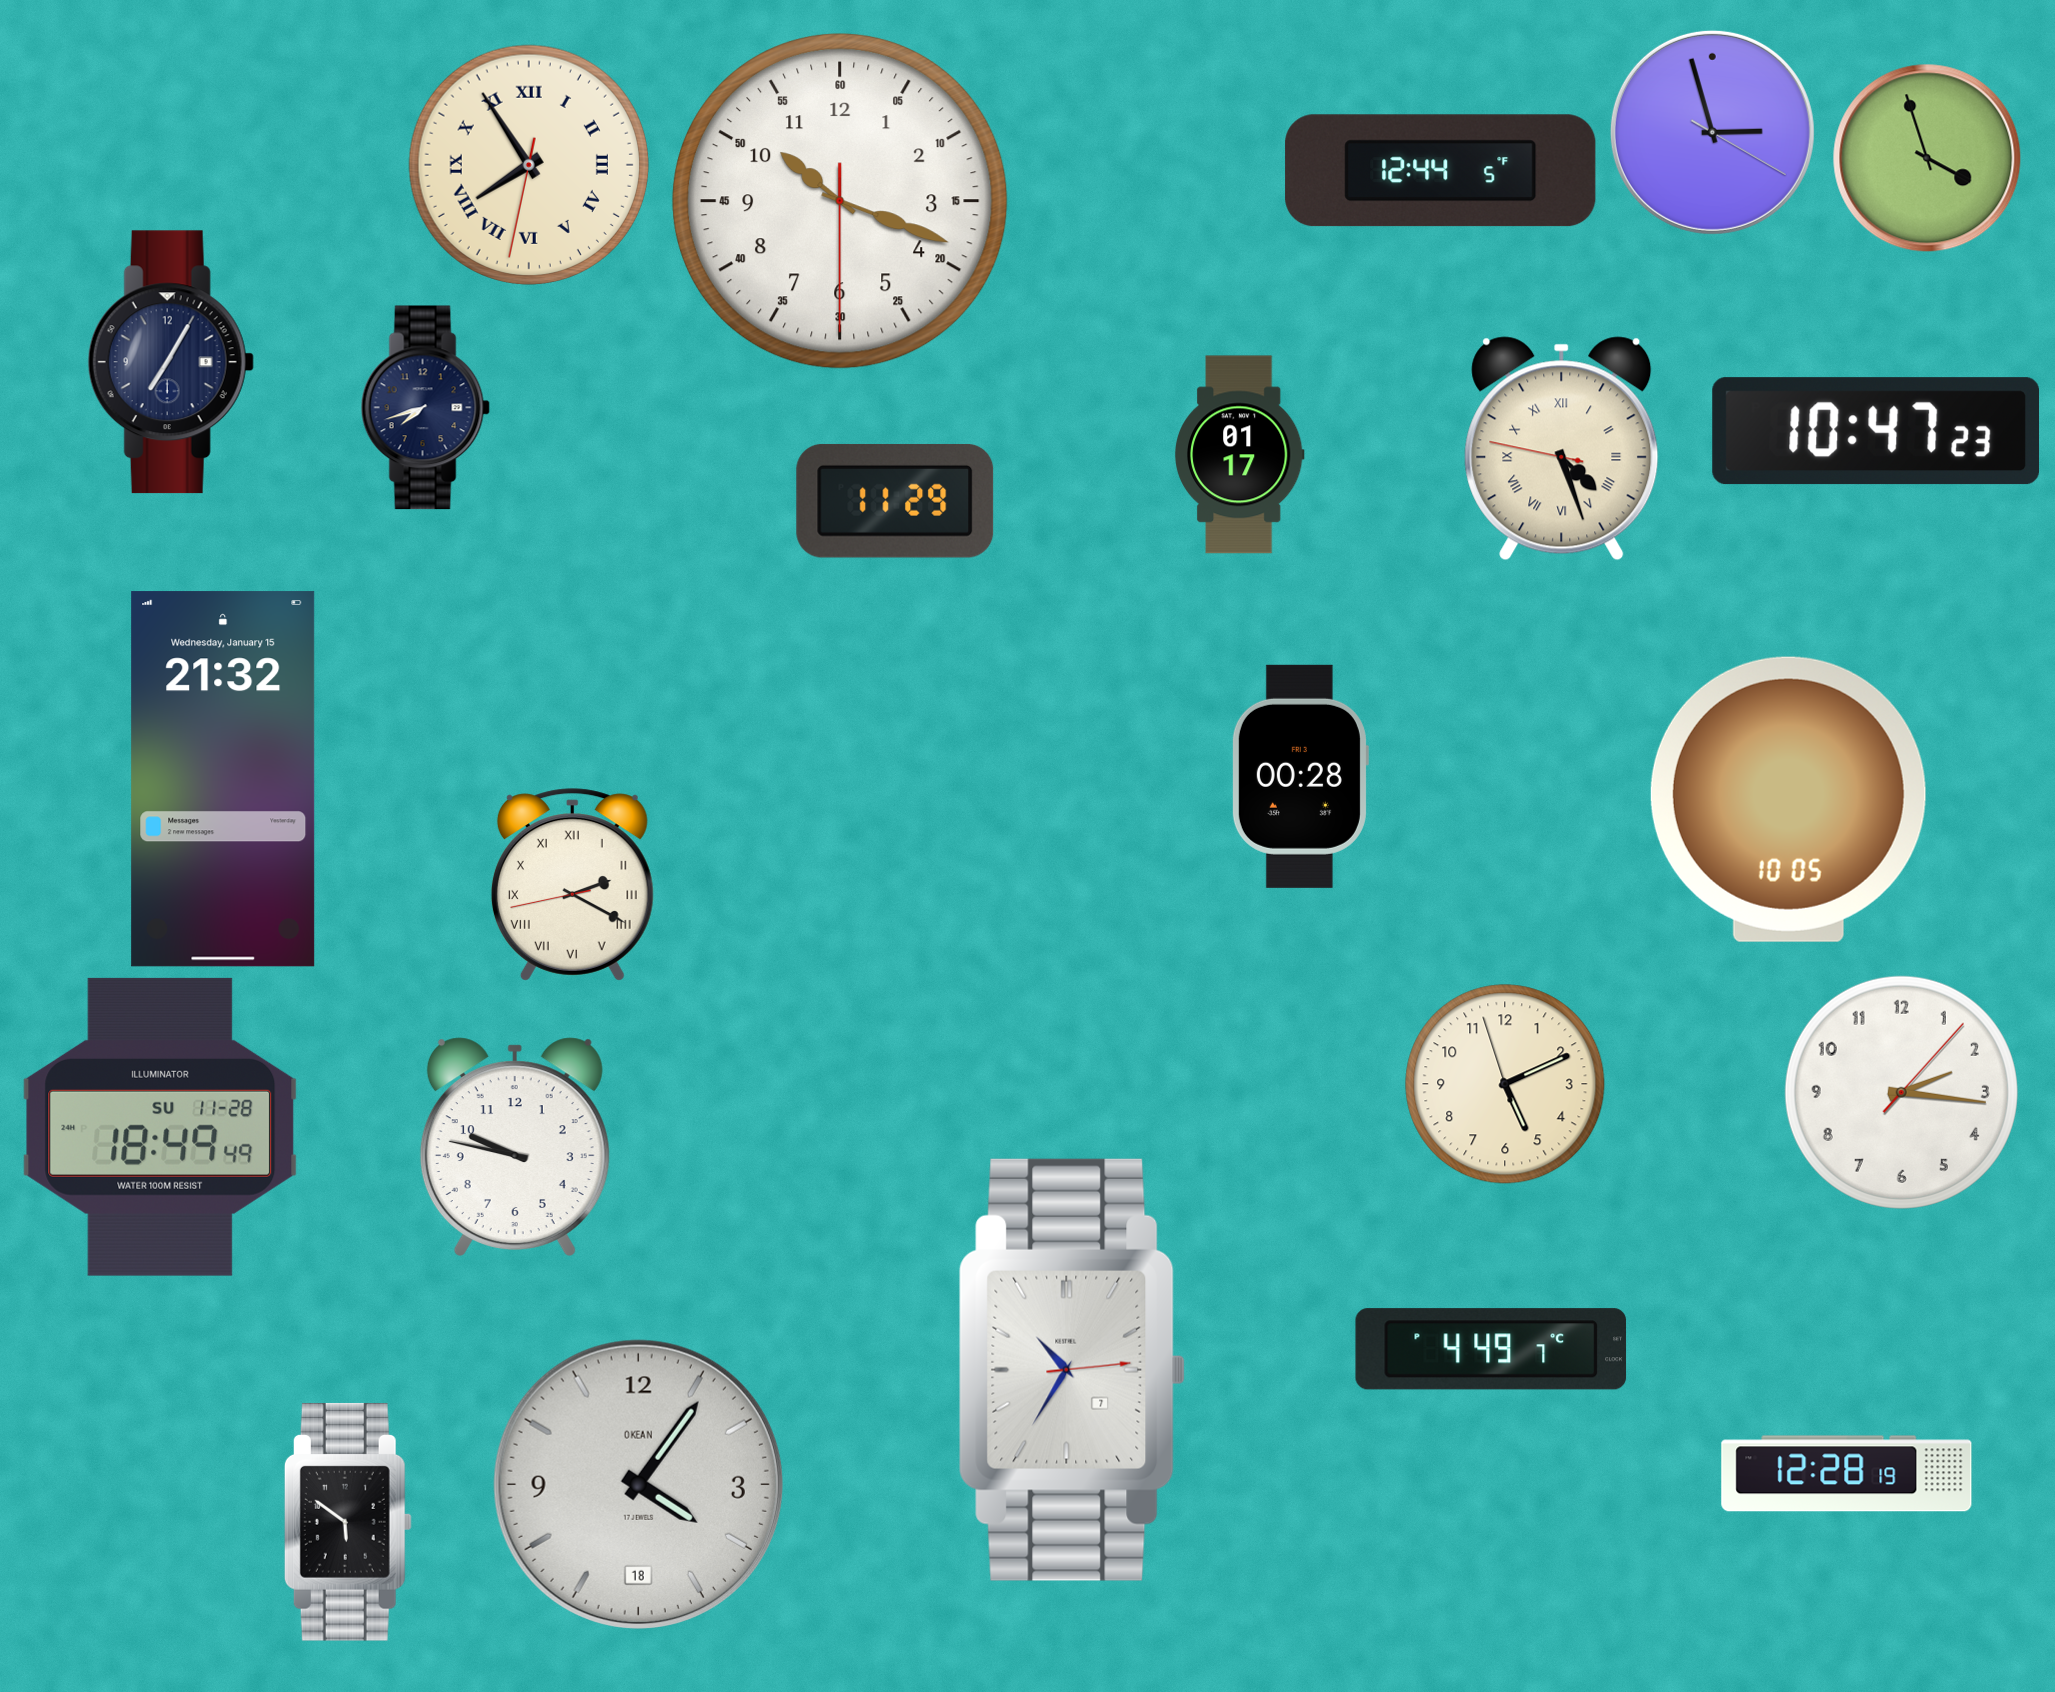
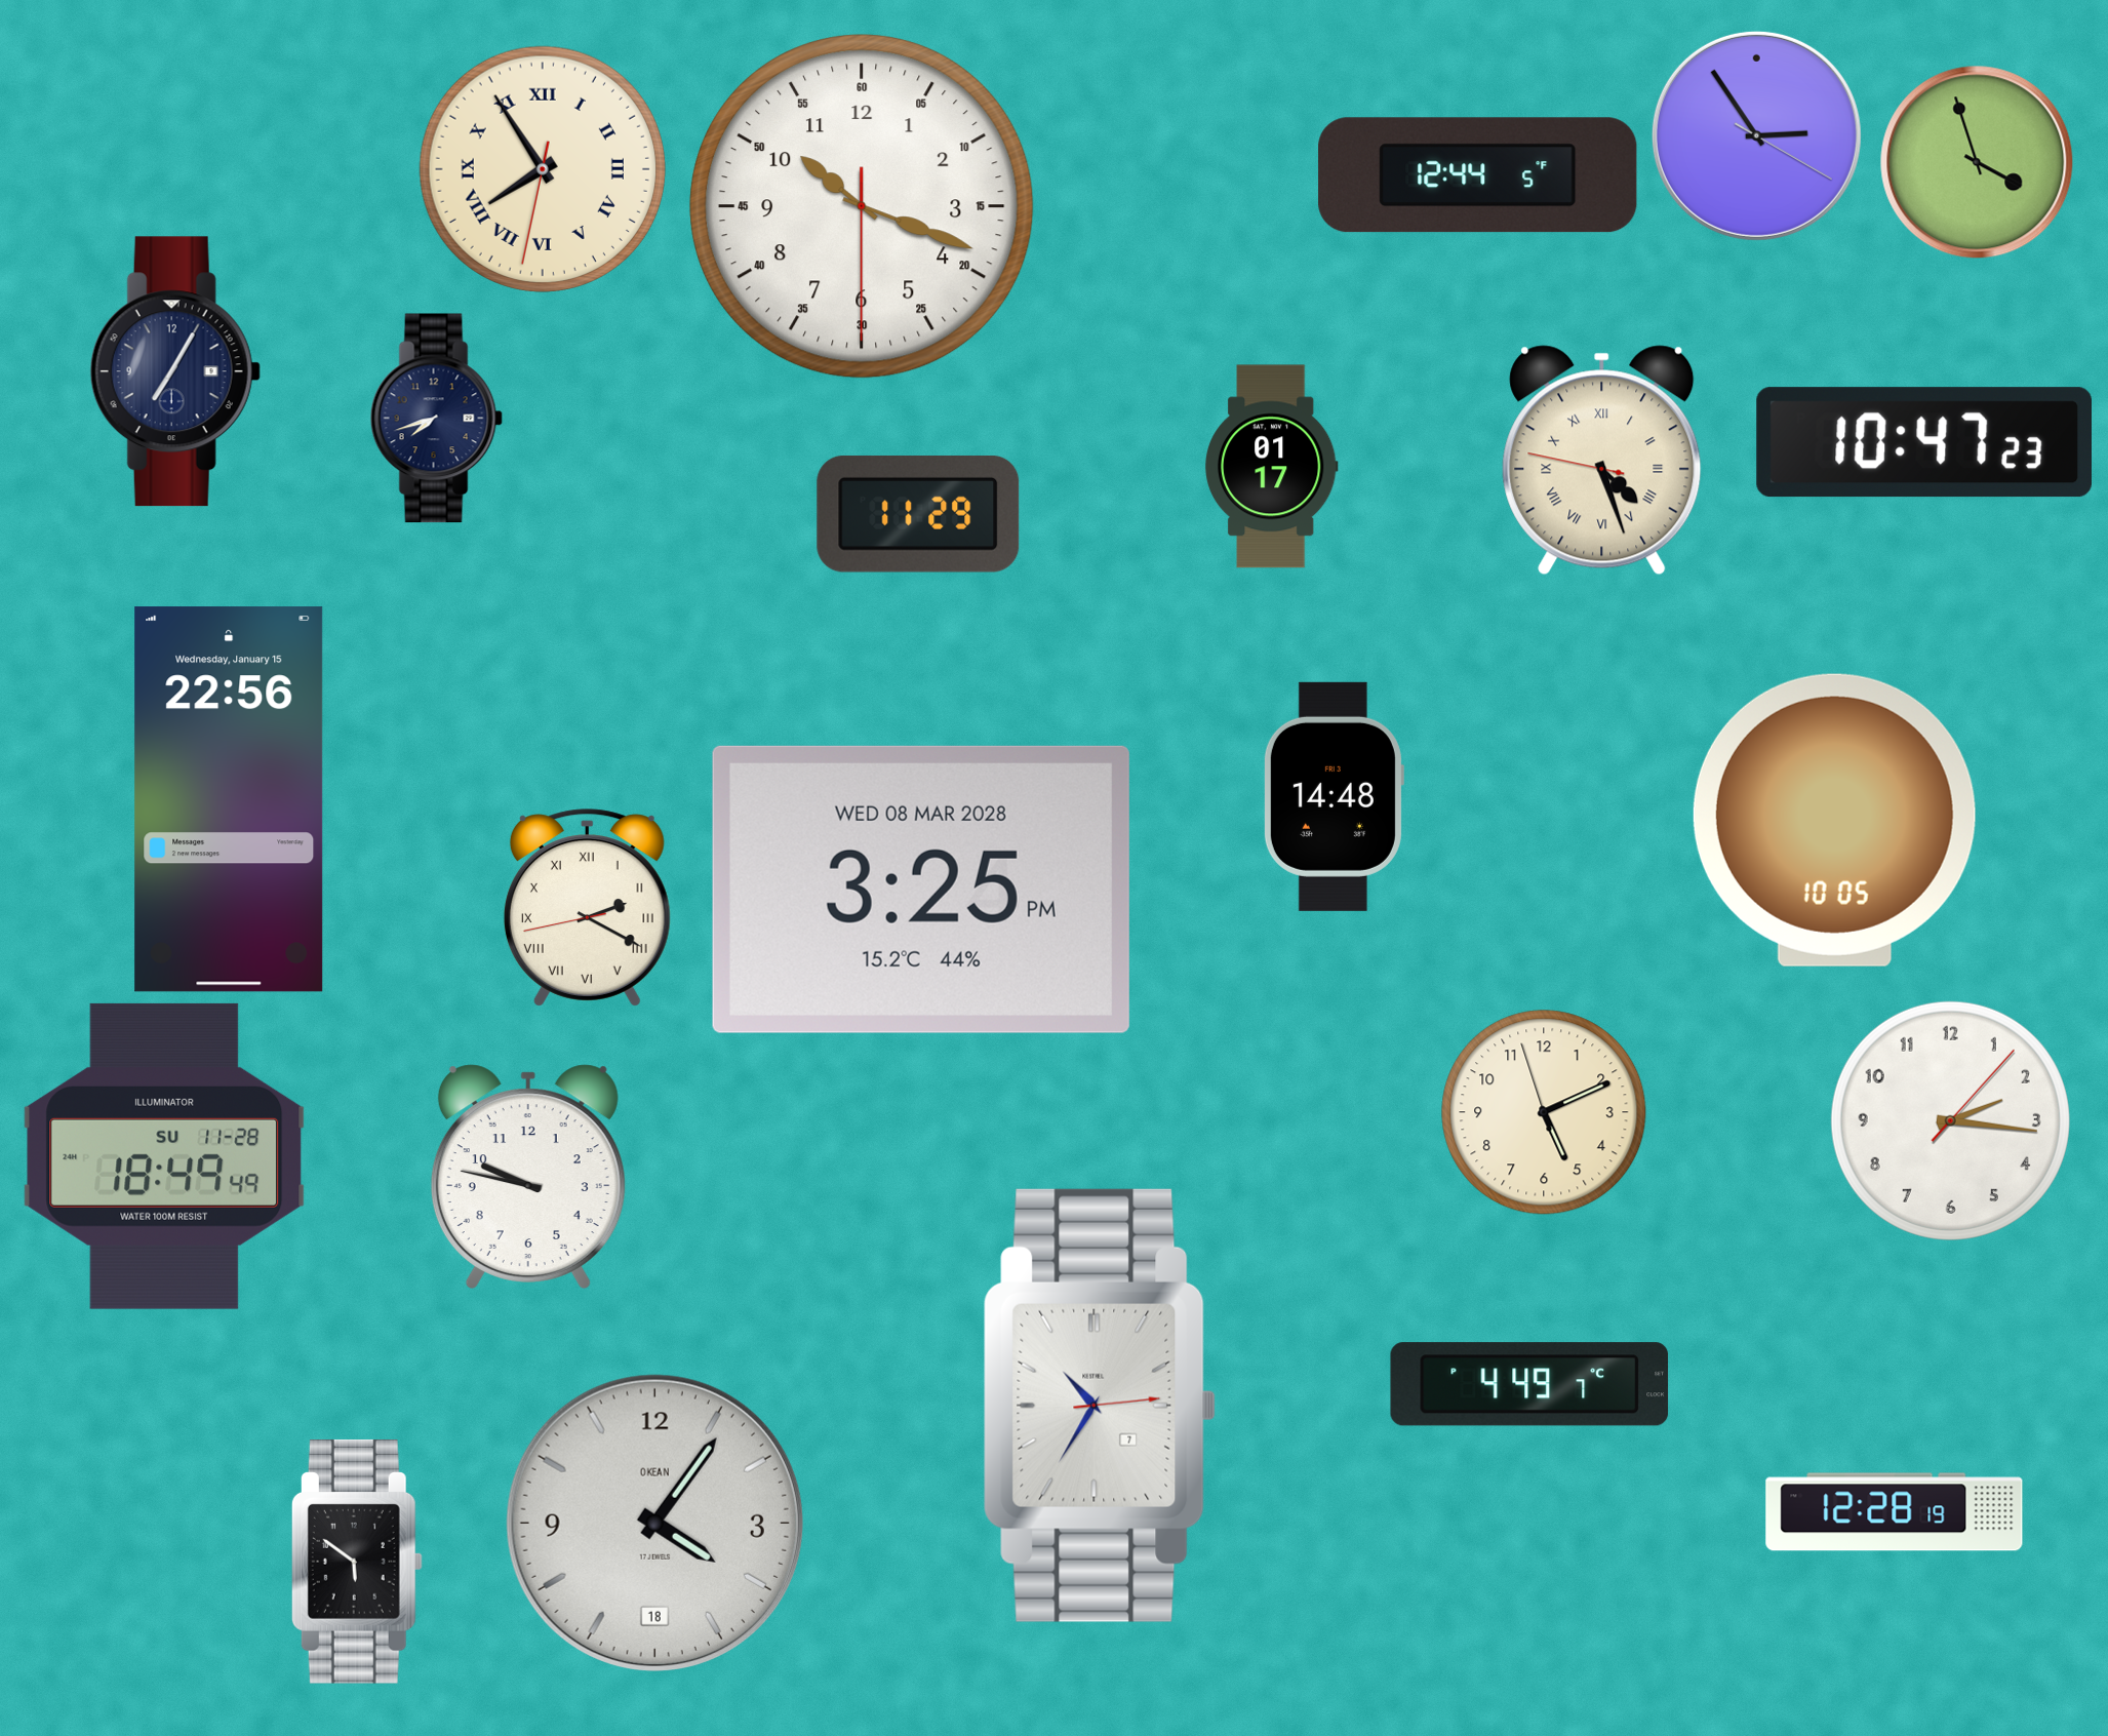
clock at (1712, 132): 2:57 -> 2:54
clock at (1300, 776): 00:28 -> 14:48
clock at (223, 779): 21:32 -> 22:56
clock at (921, 890): none -> 3:25
